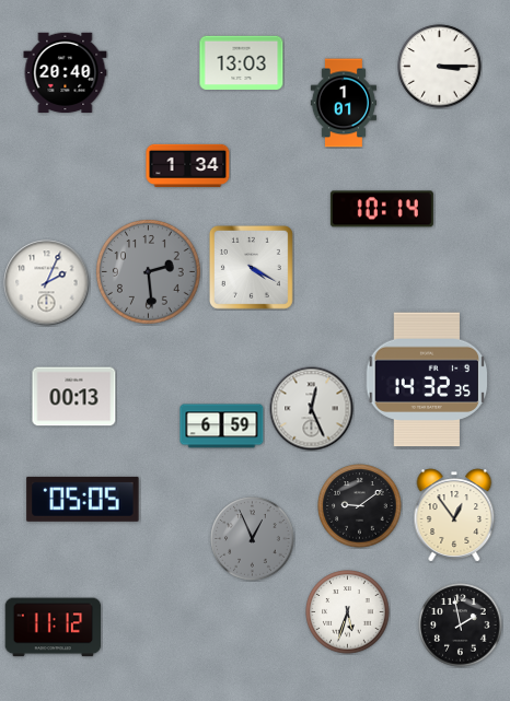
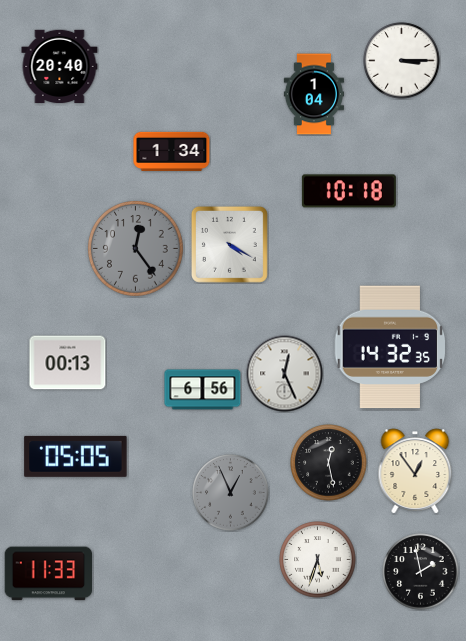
clock at (242, 63): 13:03 -> none
clock at (344, 103): 1:01 -> 1:04
clock at (382, 209): 10:14 -> 10:18
clock at (149, 272): 2:29 -> 12:24
clock at (47, 283): 2:04 -> none
clock at (222, 427): 6:59 -> 6:56
clock at (360, 506): 9:09 -> 12:28
clock at (54, 628): 11:12 -> 11:33
